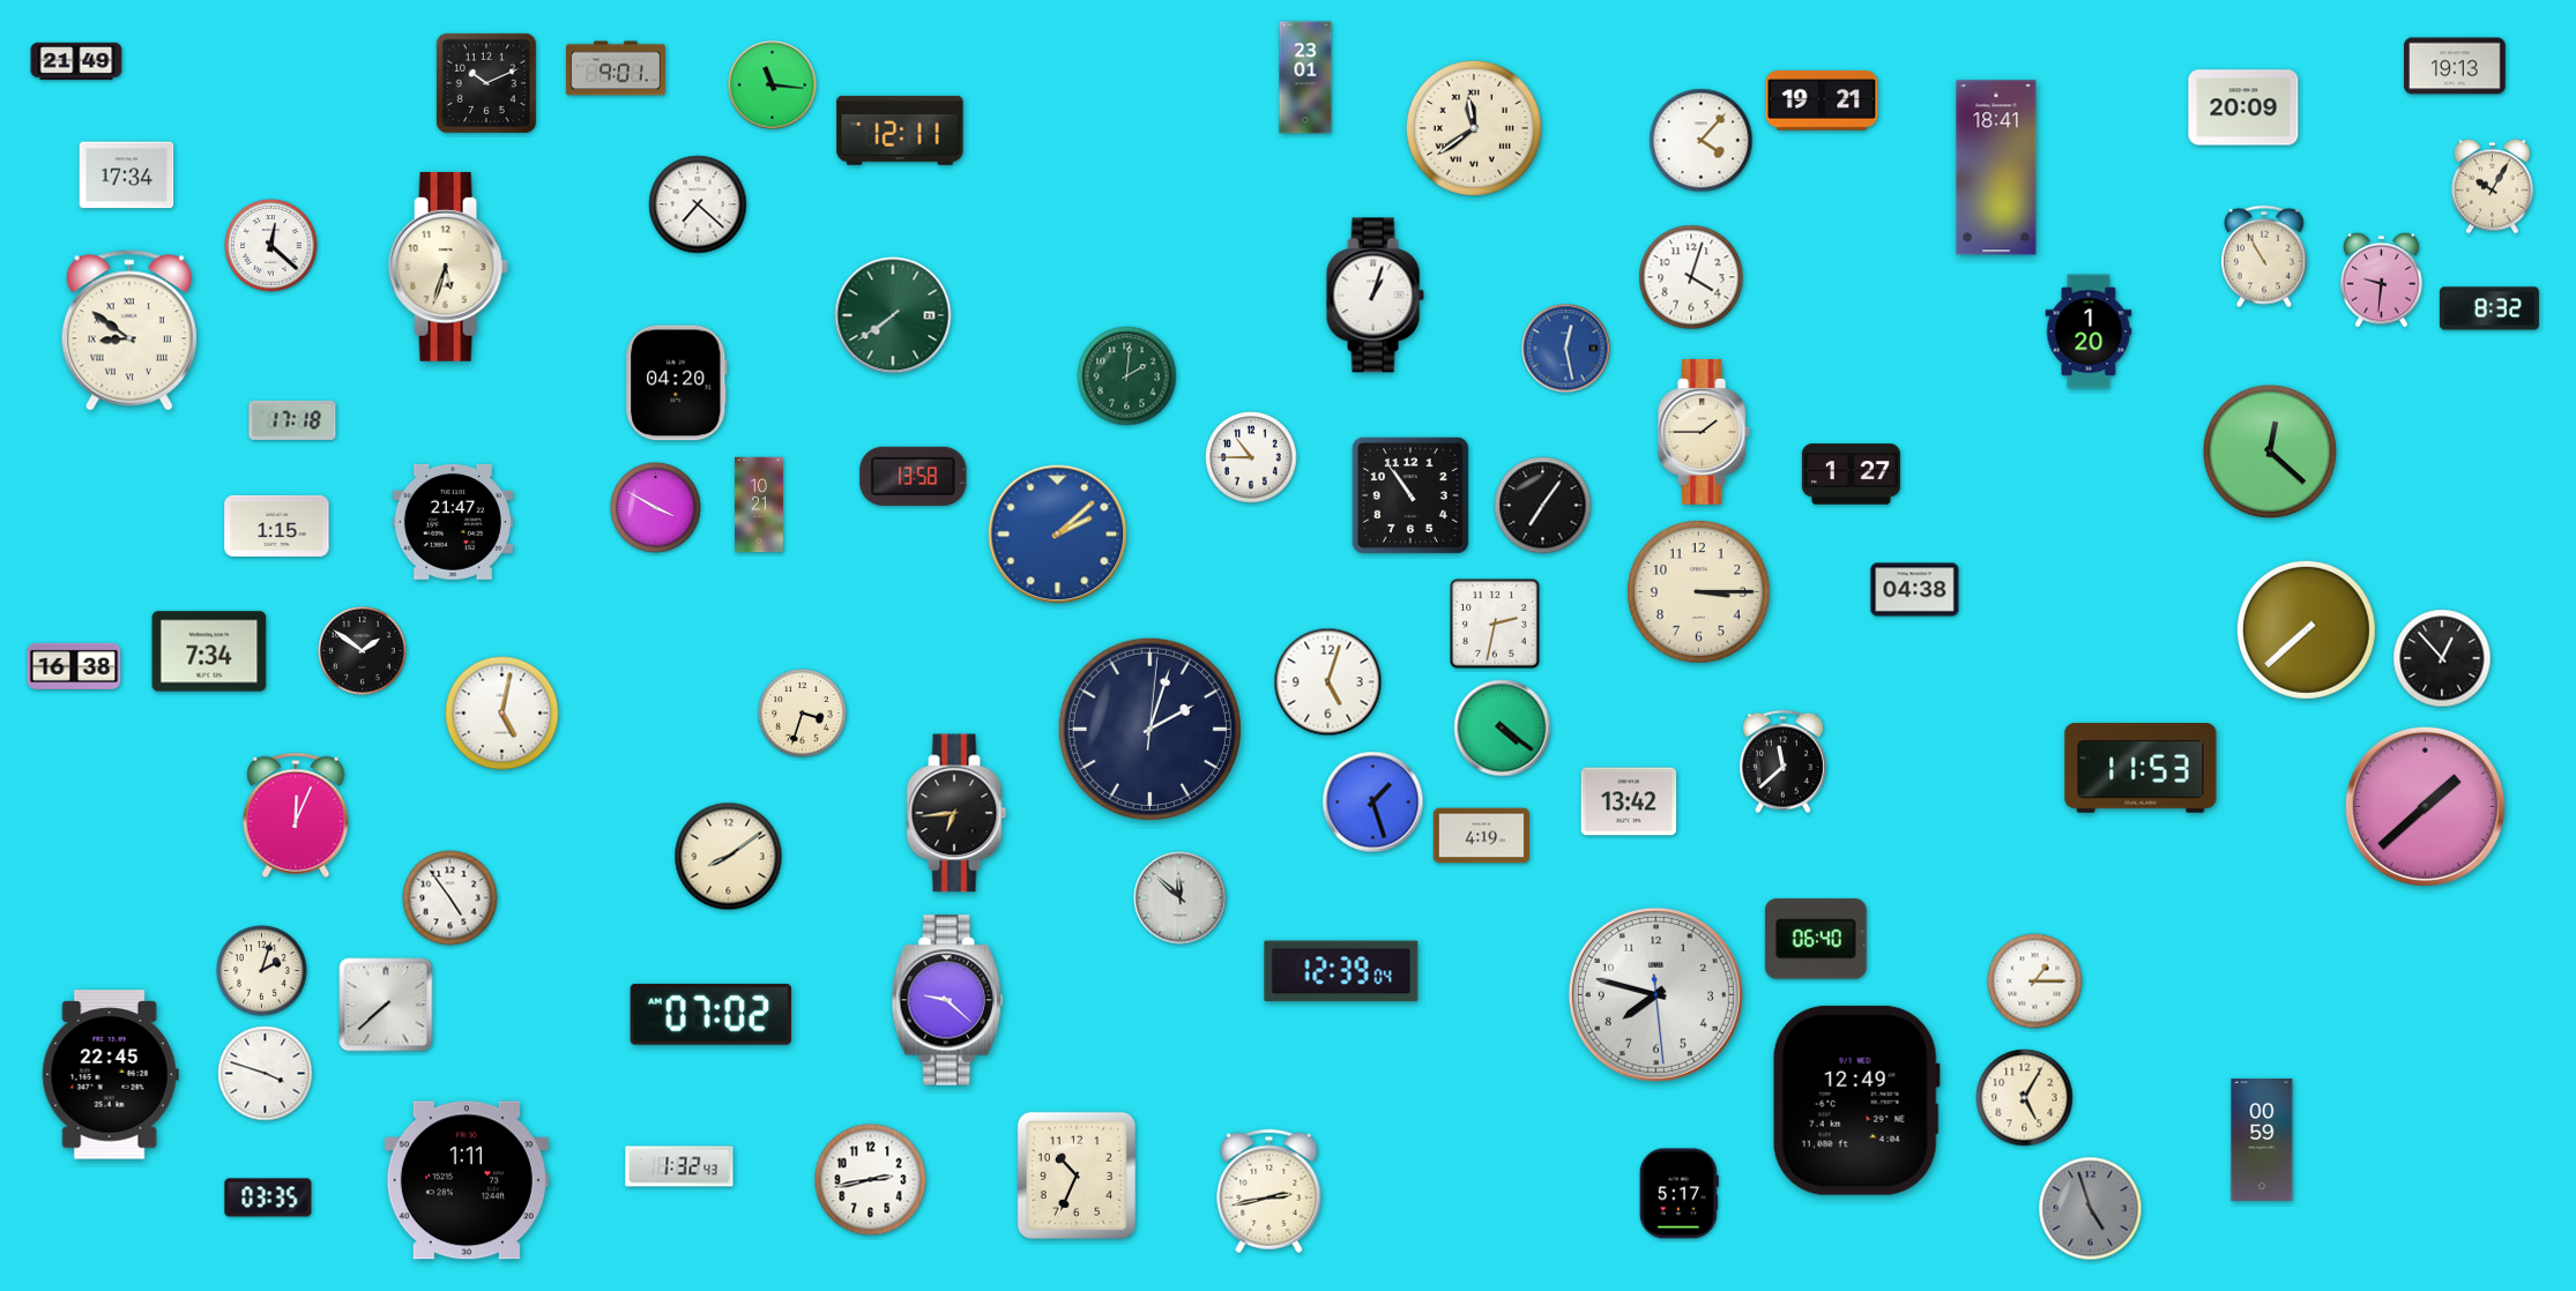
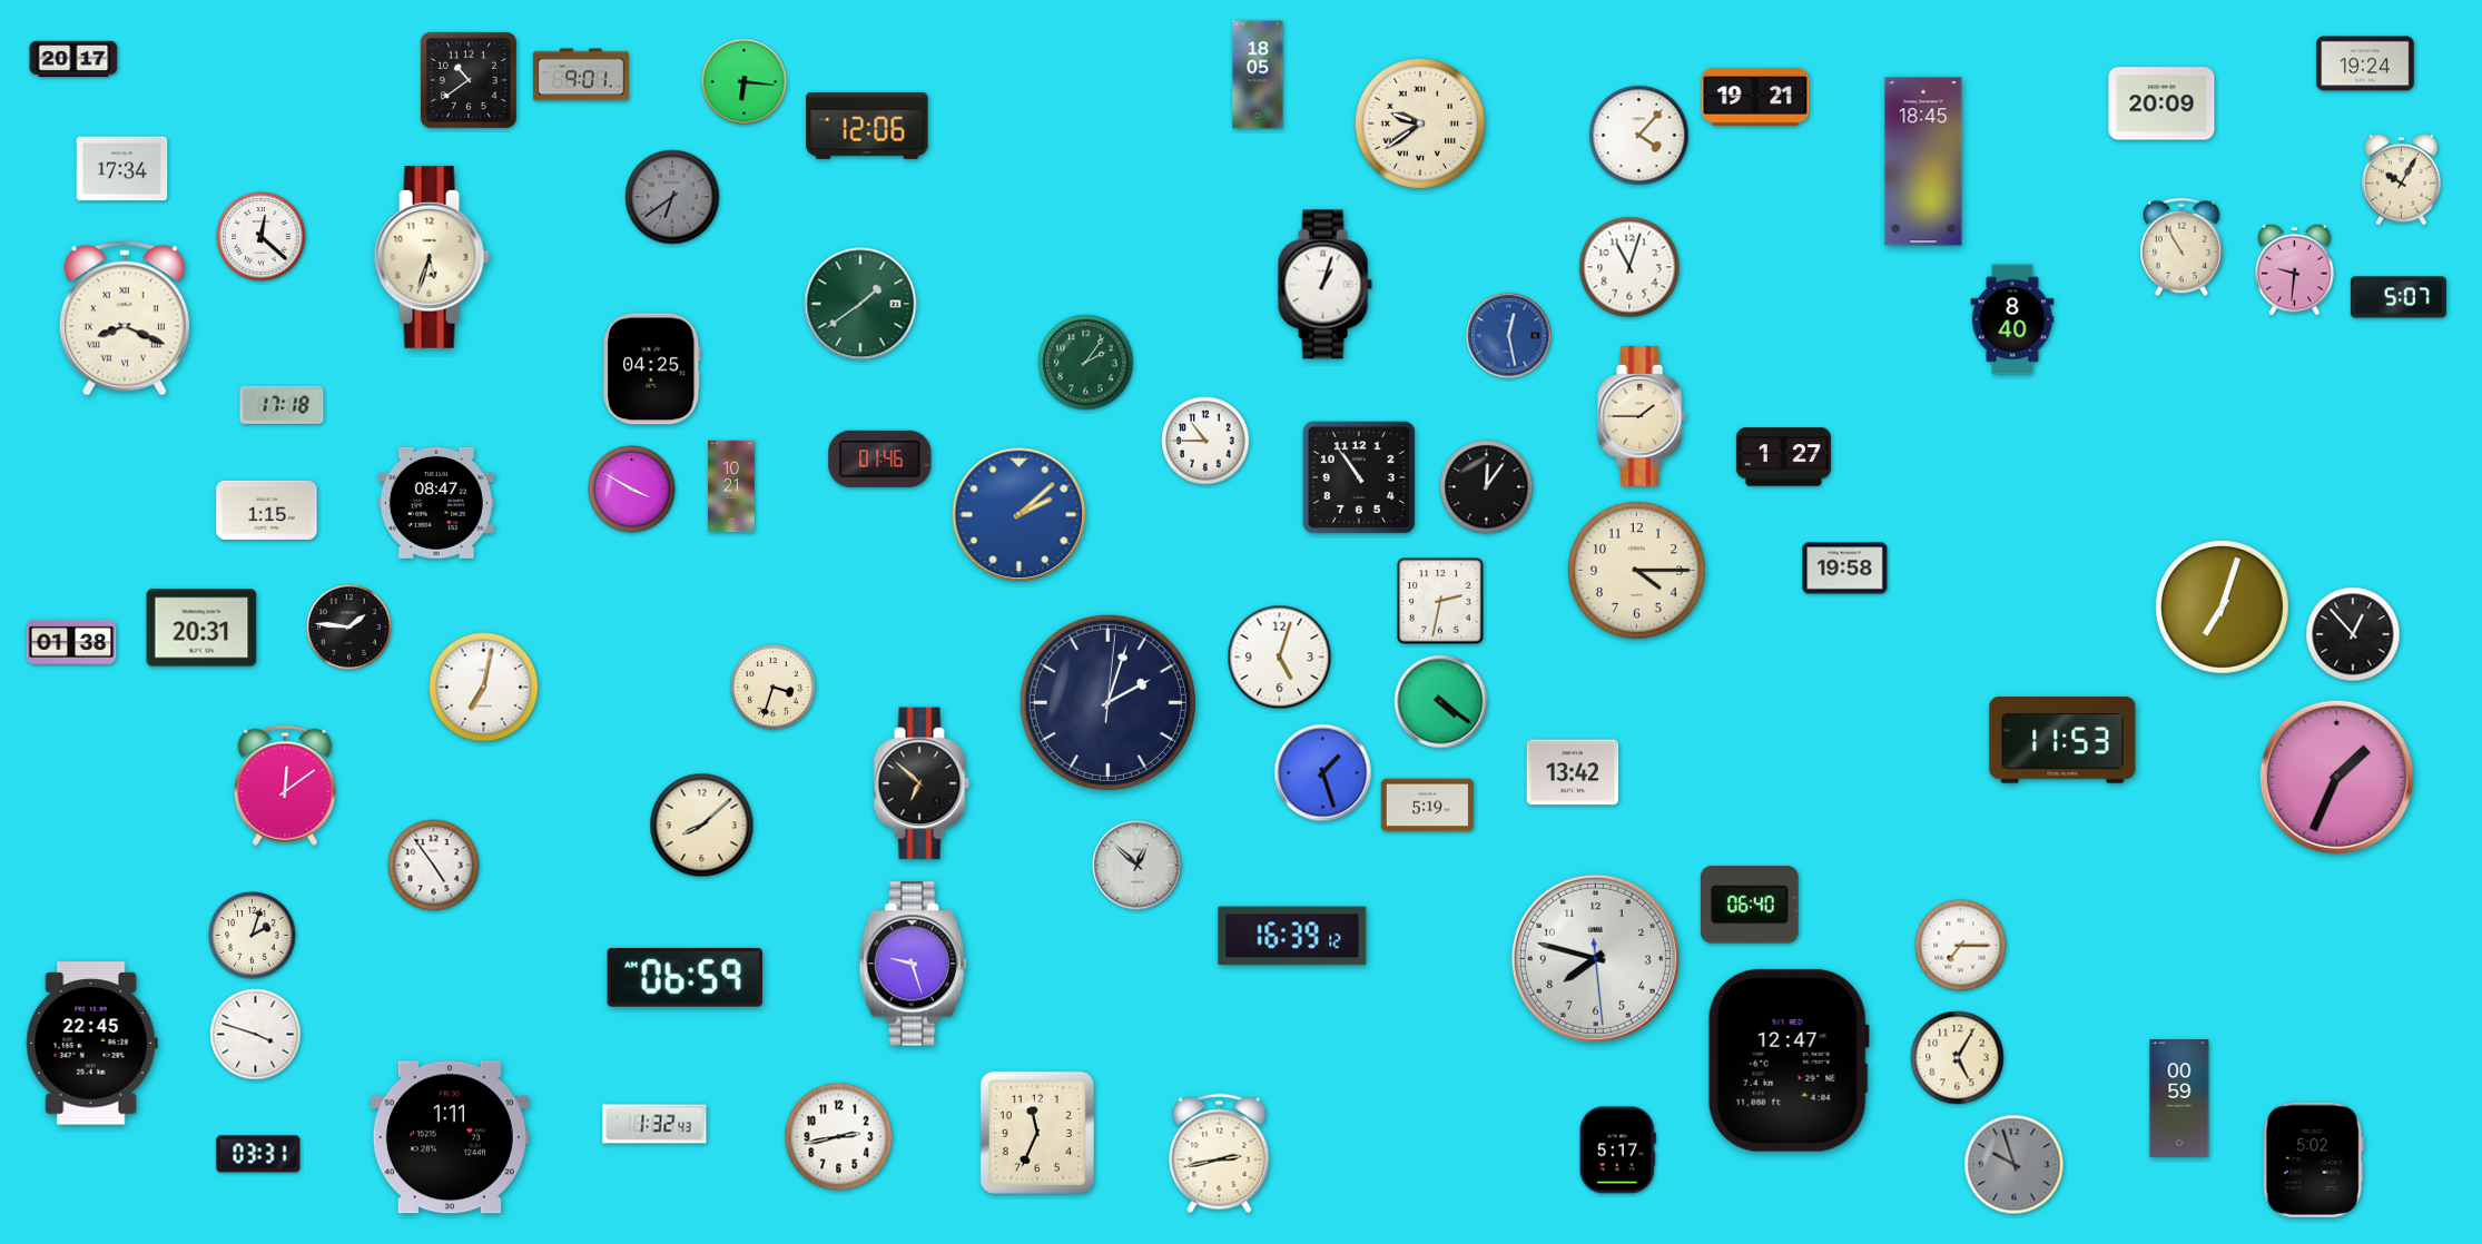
clock at (76, 61): 21:49 -> 20:17
clock at (2455, 66): 19:13 -> 19:24
clock at (616, 68) position: (616, 68) -> (581, 75)
clock at (1305, 77): 23:01 -> 18:05
clock at (486, 83): 10:11 -> 10:39
clock at (773, 85): 11:16 -> 6:16
clock at (1474, 128): 11:39 -> 9:39
clock at (900, 130): 12:11 -> 12:06
clock at (1996, 167): 18:41 -> 18:45
clock at (698, 204): 7:22 -> 6:39
clock at (698, 204) dial: white -> grey
clock at (1691, 277): 4:03 -> 11:03
clock at (2489, 308): 8:32 -> 5:07
clock at (893, 315): 7:39 -> 1:39
clock at (129, 330): 8:51 -> 8:19
clock at (2089, 331): 1:20 -> 8:40
clock at (1127, 376): 2:01 -> 2:06
clock at (677, 383): 04:20 -> 04:25
clock at (2270, 452): 12:22 -> none
clock at (914, 476): 13:58 -> 01:46
clock at (1543, 506): 7:06 -> 12:06
clock at (453, 522): 21:47 -> 08:47
clock at (277, 525) position: (277, 525) -> (267, 510)
clock at (1915, 590): 04:38 -> 19:58
clock at (1699, 592): 3:15 -> 4:15
clock at (2306, 629): 7:38 -> 7:03
clock at (209, 651): 7:34 -> 20:31
clock at (363, 651): 1:51 -> 1:46
clock at (74, 666): 16:38 -> 01:38
clock at (502, 714): 5:02 -> 7:02
clock at (1503, 729) position: (1503, 729) -> (1441, 702)
clock at (1782, 762): 11:38 -> none
clock at (1629, 801) position: (1629, 801) -> (1573, 772)
clock at (2425, 806): 1:38 -> 1:34
clock at (956, 813): 6:44 -> 6:52
clock at (296, 815): 12:04 -> 12:09
clock at (1482, 836): 4:19 -> 5:19
clock at (729, 857): 8:09 -> 8:08
clock at (1181, 898): 11:52 -> 12:52
clock at (1341, 971): 12:39 -> 16:39
clock at (2035, 982): 1:15 -> 7:15
clock at (947, 1000): 9:22 -> 9:27
clock at (386, 1005): 7:38 -> none
clock at (710, 1014): 07:02 -> 06:59
clock at (110, 1075) position: (110, 1075) -> (91, 1044)
clock at (2025, 1098) position: (2025, 1098) -> (1958, 1058)
clock at (1856, 1100): 12:49 -> 12:47
clock at (1077, 1176): 10:34 -> 11:34
clock at (1270, 1192) position: (1270, 1192) -> (1220, 1154)
clock at (268, 1197): 03:35 -> 03:31
clock at (2313, 1159): none -> 5:02
clock at (2091, 1209): 4:57 -> 9:57
